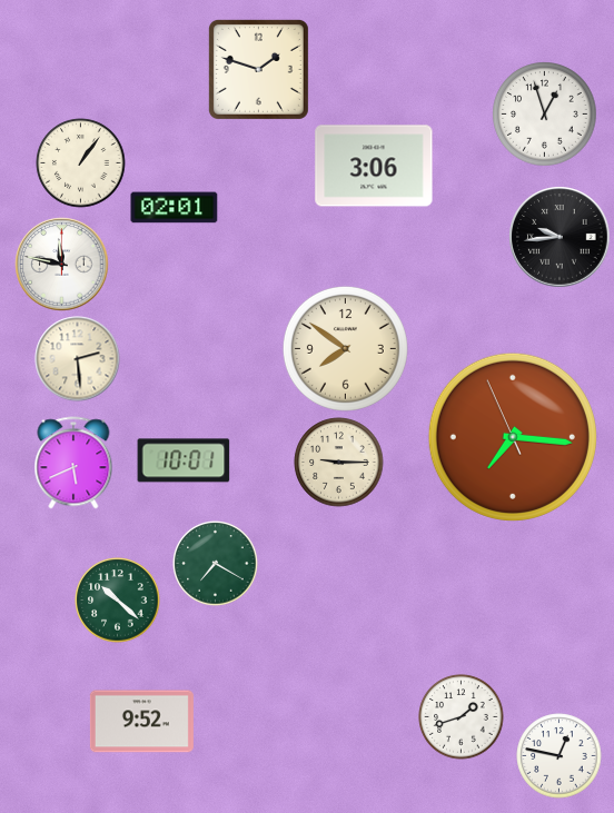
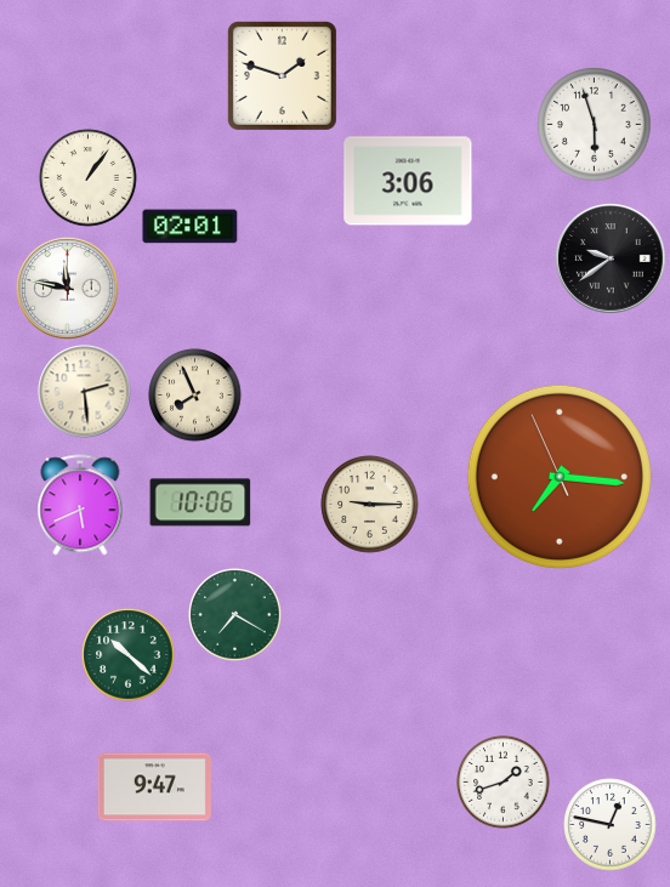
clock at (545, 115): 12:57 -> 5:57
clock at (559, 237): 9:44 -> 9:39
clock at (345, 348): 7:51 -> none
clock at (195, 396): none -> 7:56
clock at (184, 460): 10:01 -> 10:06
clock at (141, 722): 9:52 -> 9:47
